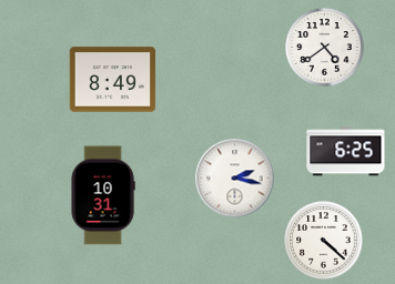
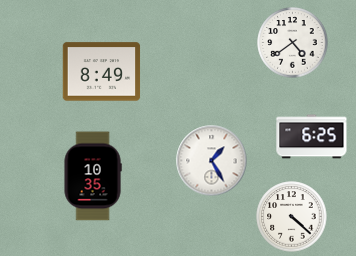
clock at (235, 179): 2:17 -> 1:25
clock at (103, 195): 10:31 -> 10:35
